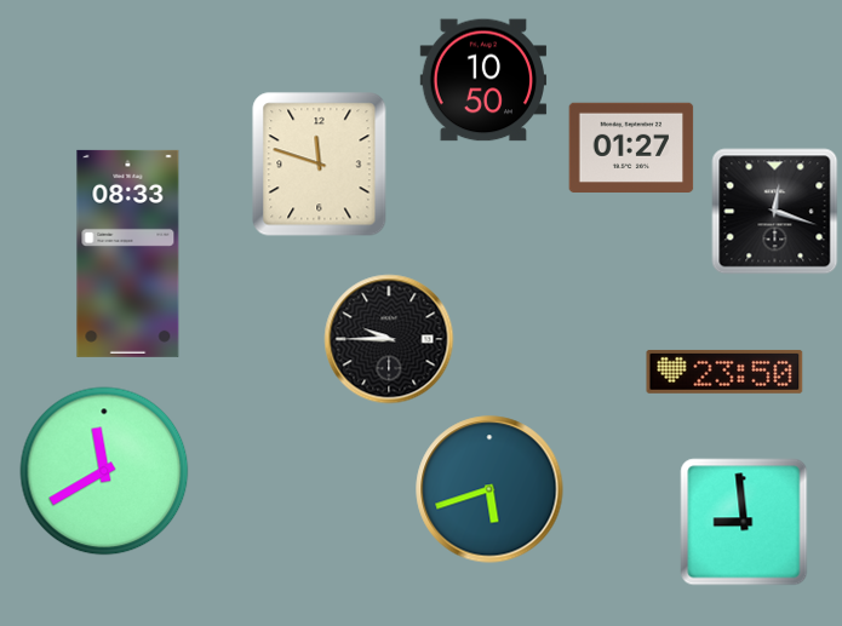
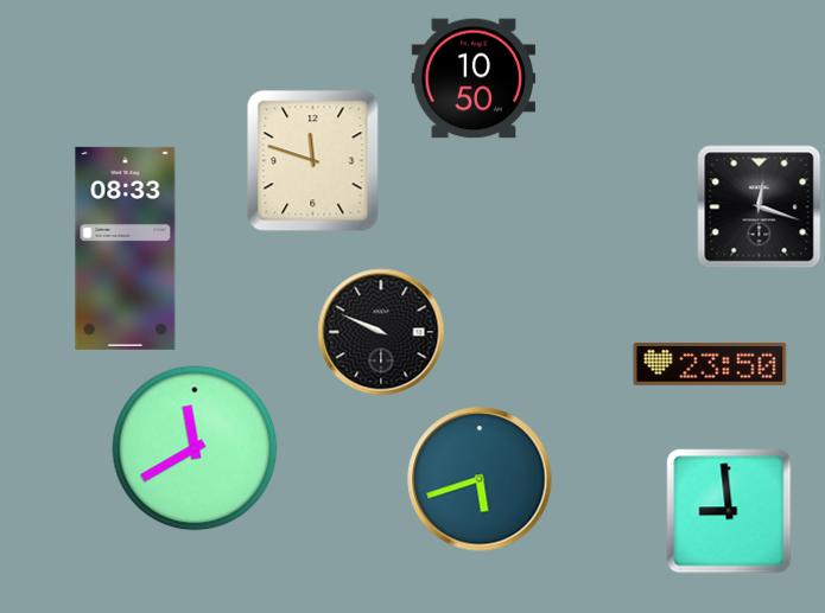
clock at (631, 147): 01:27 -> none
clock at (389, 339): 9:45 -> 9:49
clock at (104, 471) position: (104, 471) -> (195, 448)
